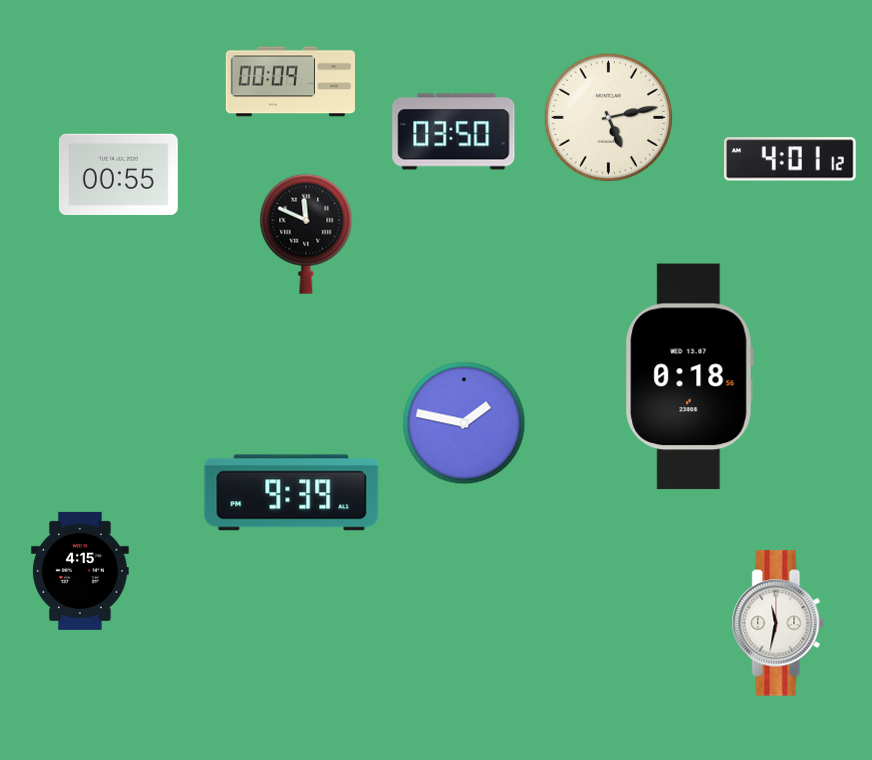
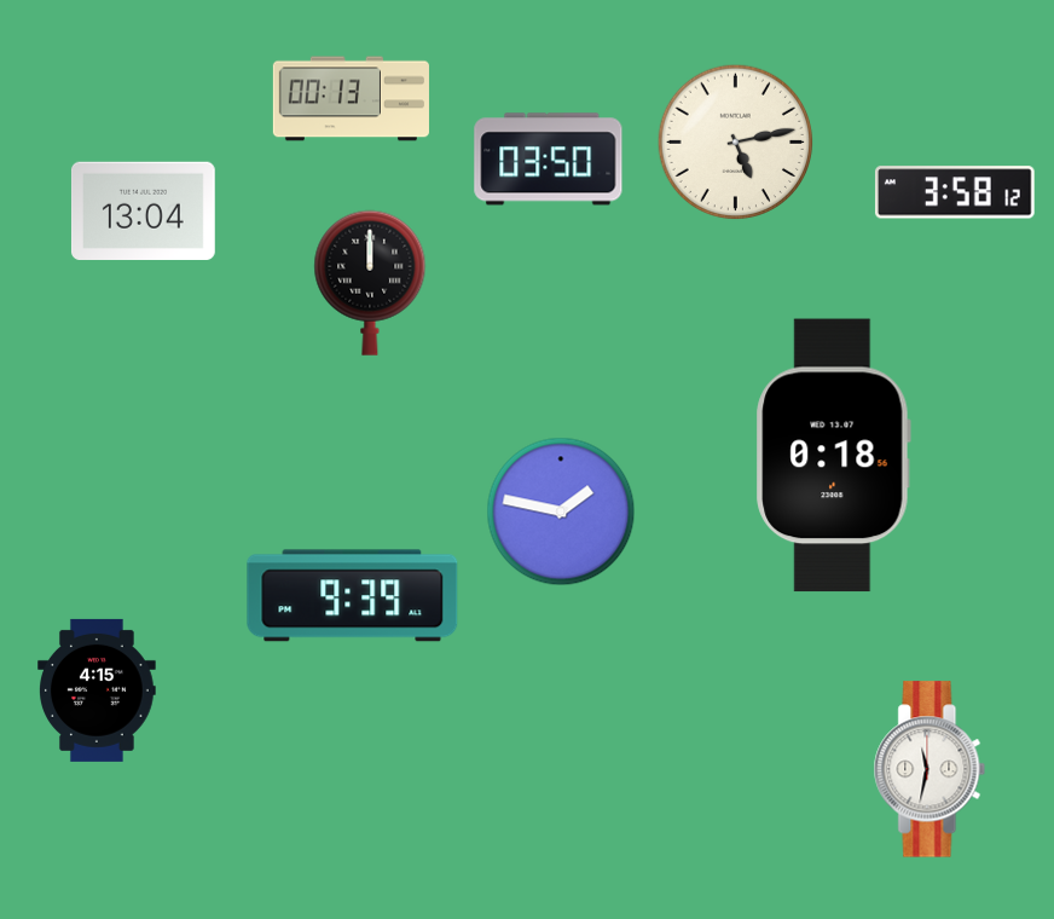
clock at (290, 82): 00:09 -> 00:13
clock at (790, 159): 4:01 -> 3:58
clock at (118, 175): 00:55 -> 13:04
clock at (306, 234): 11:49 -> 12:00
clock at (778, 623) position: (778, 623) -> (930, 769)
